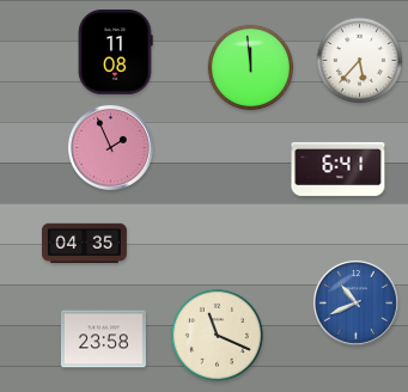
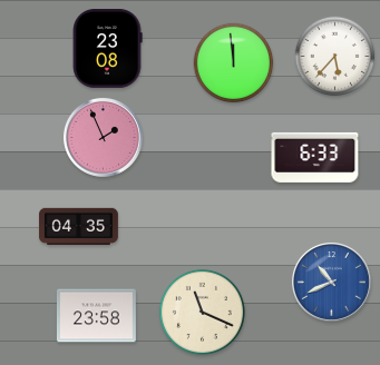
clock at (115, 51): 11:08 -> 23:08
clock at (339, 169): 6:41 -> 6:33
